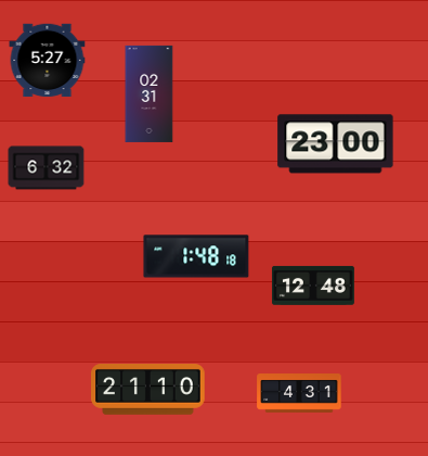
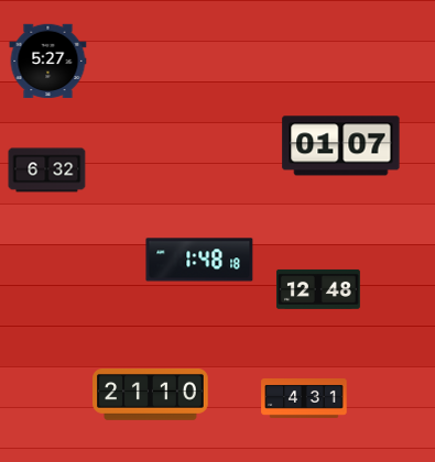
clock at (150, 93): 02:31 -> none
clock at (336, 144): 23:00 -> 01:07
